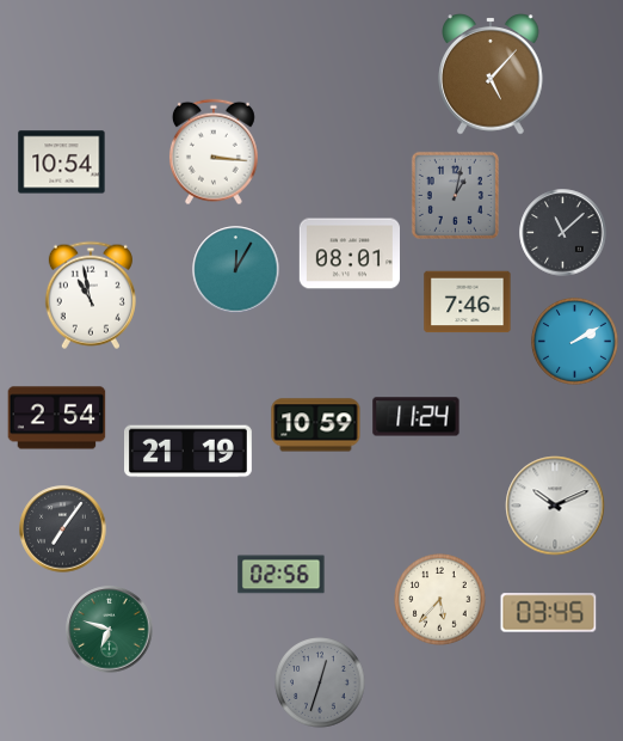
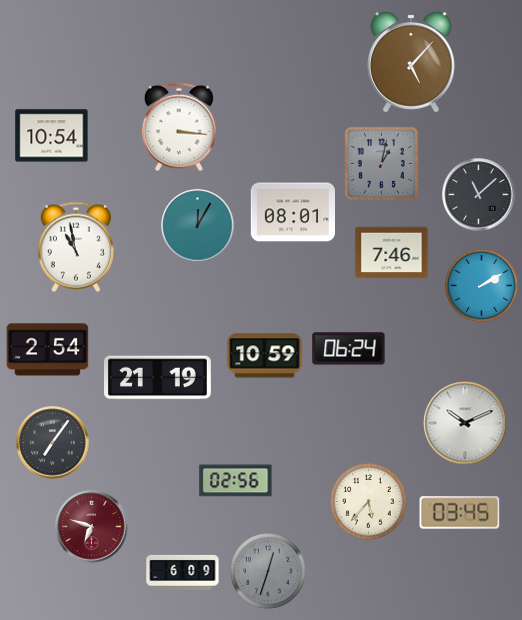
clock at (563, 233) position: (563, 233) -> (479, 195)
clock at (417, 417): 11:24 -> 06:24
clock at (110, 630) dial: green -> burgundy
clock at (183, 572): none -> 6:09
